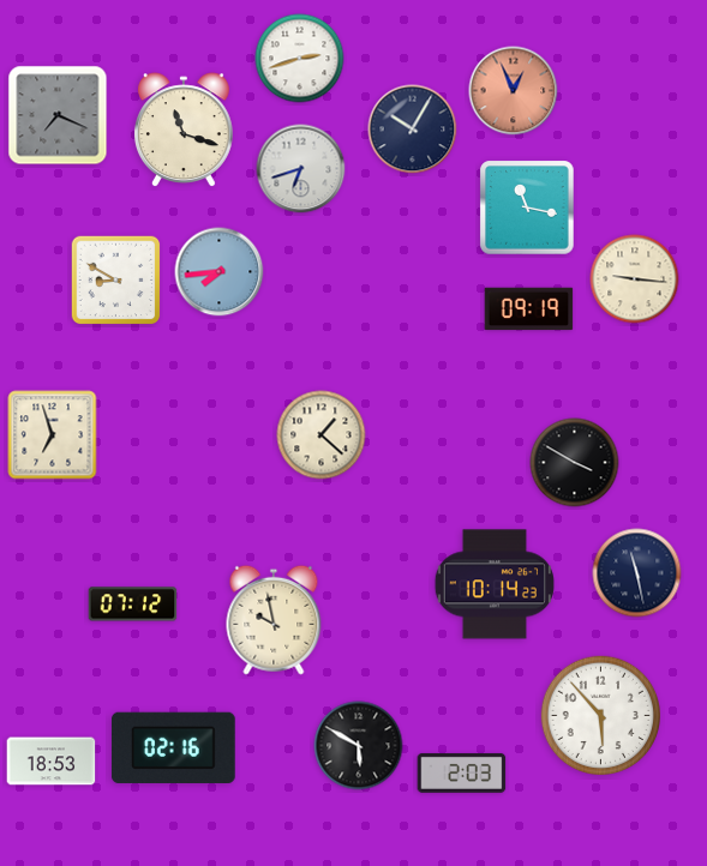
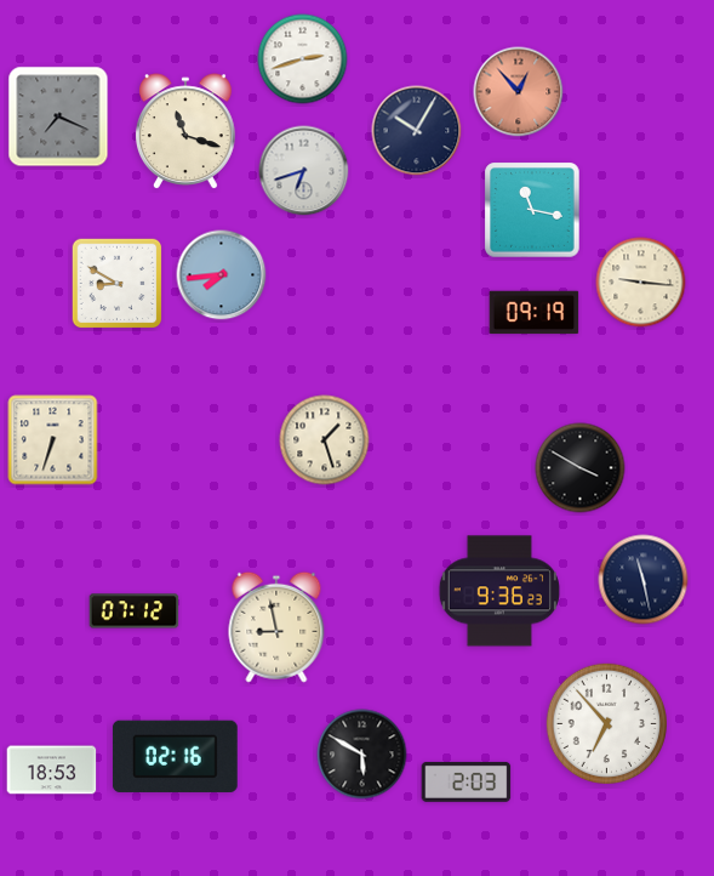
clock at (514, 91): 12:56 -> 12:53
clock at (53, 435): 6:57 -> 6:33
clock at (322, 435): 1:22 -> 1:27
clock at (495, 584): 10:14 -> 9:36
clock at (274, 620): 9:58 -> 8:58
clock at (600, 715): 5:53 -> 6:53
